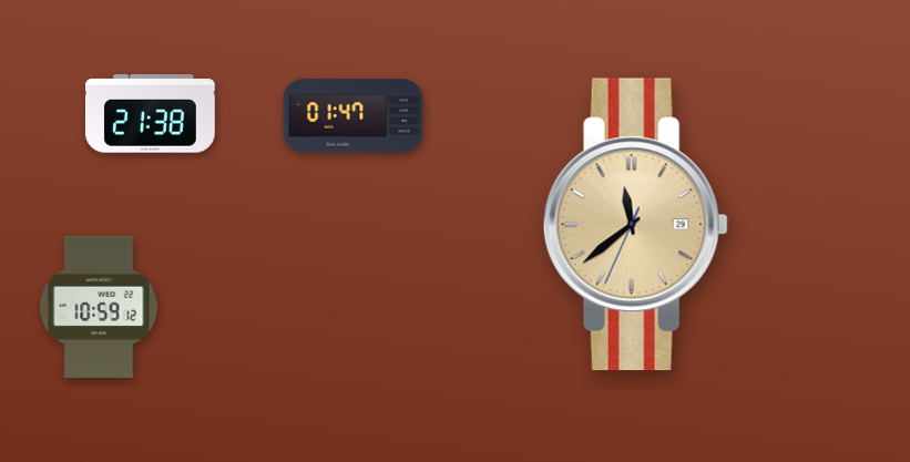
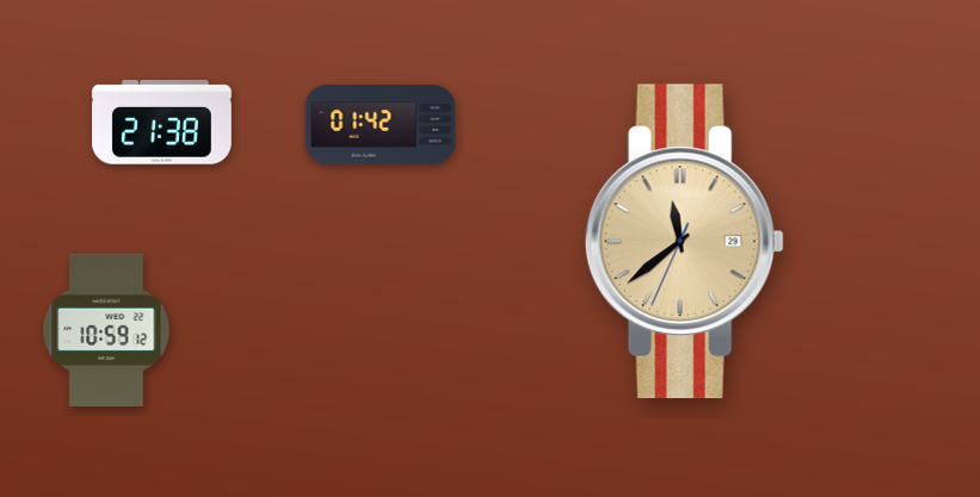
clock at (354, 116): 01:47 -> 01:42
